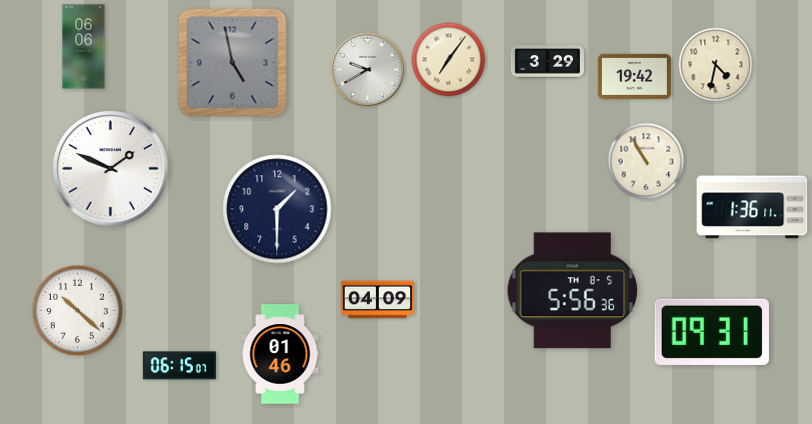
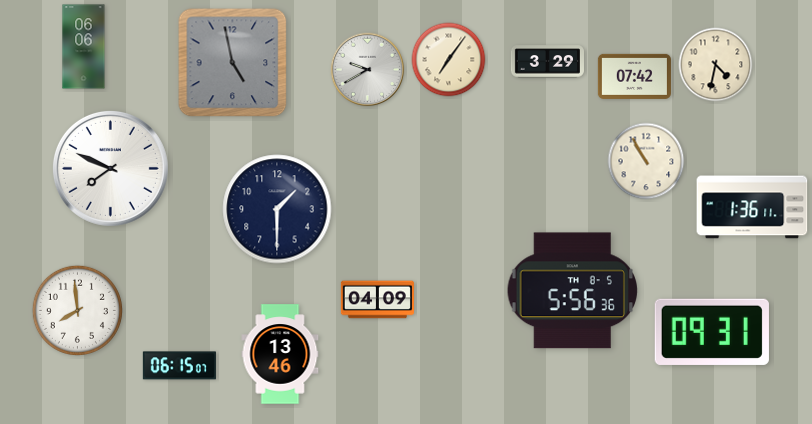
clock at (634, 76): 19:42 -> 07:42
clock at (110, 168): 1:49 -> 7:49
clock at (77, 310): 10:22 -> 7:59
clock at (280, 354): 01:46 -> 13:46
